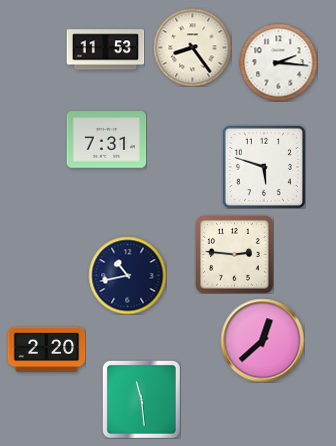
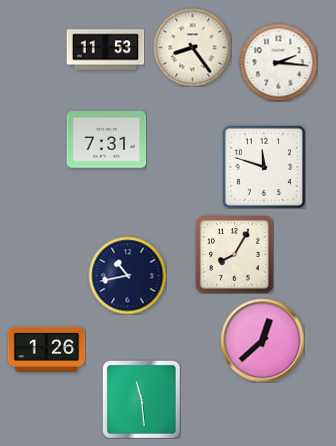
clock at (264, 167): 5:48 -> 11:48
clock at (234, 254): 2:46 -> 8:05
clock at (46, 350): 2:20 -> 1:26
